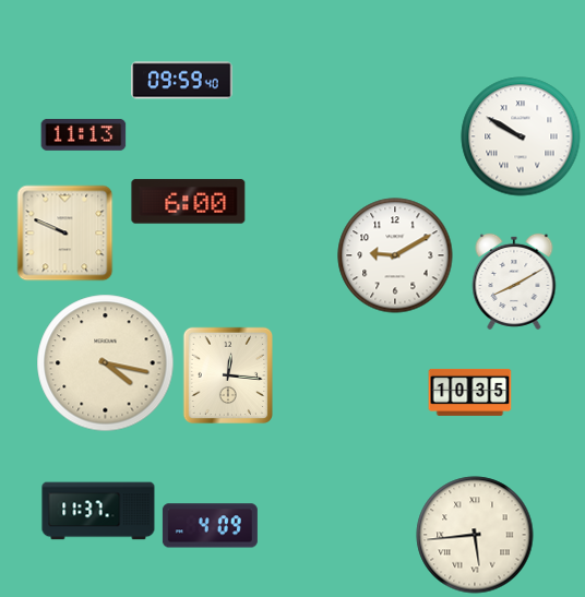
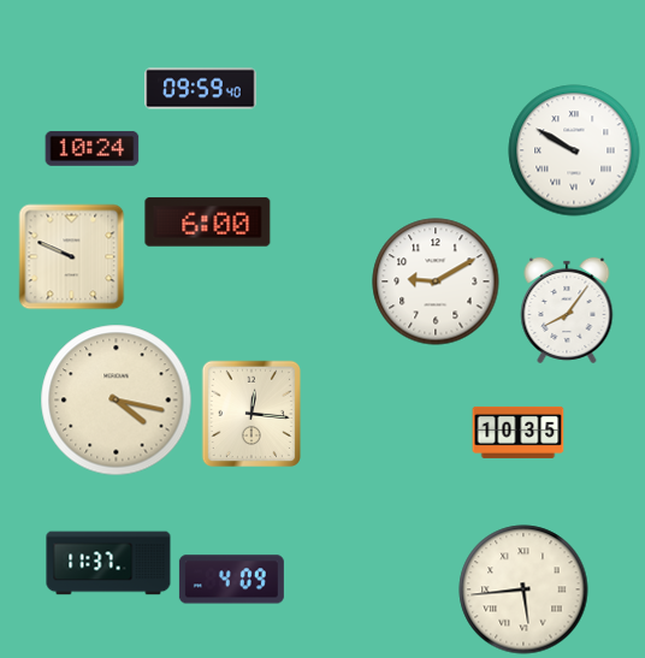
clock at (84, 134): 11:13 -> 10:24
clock at (514, 282): 8:10 -> 8:06
